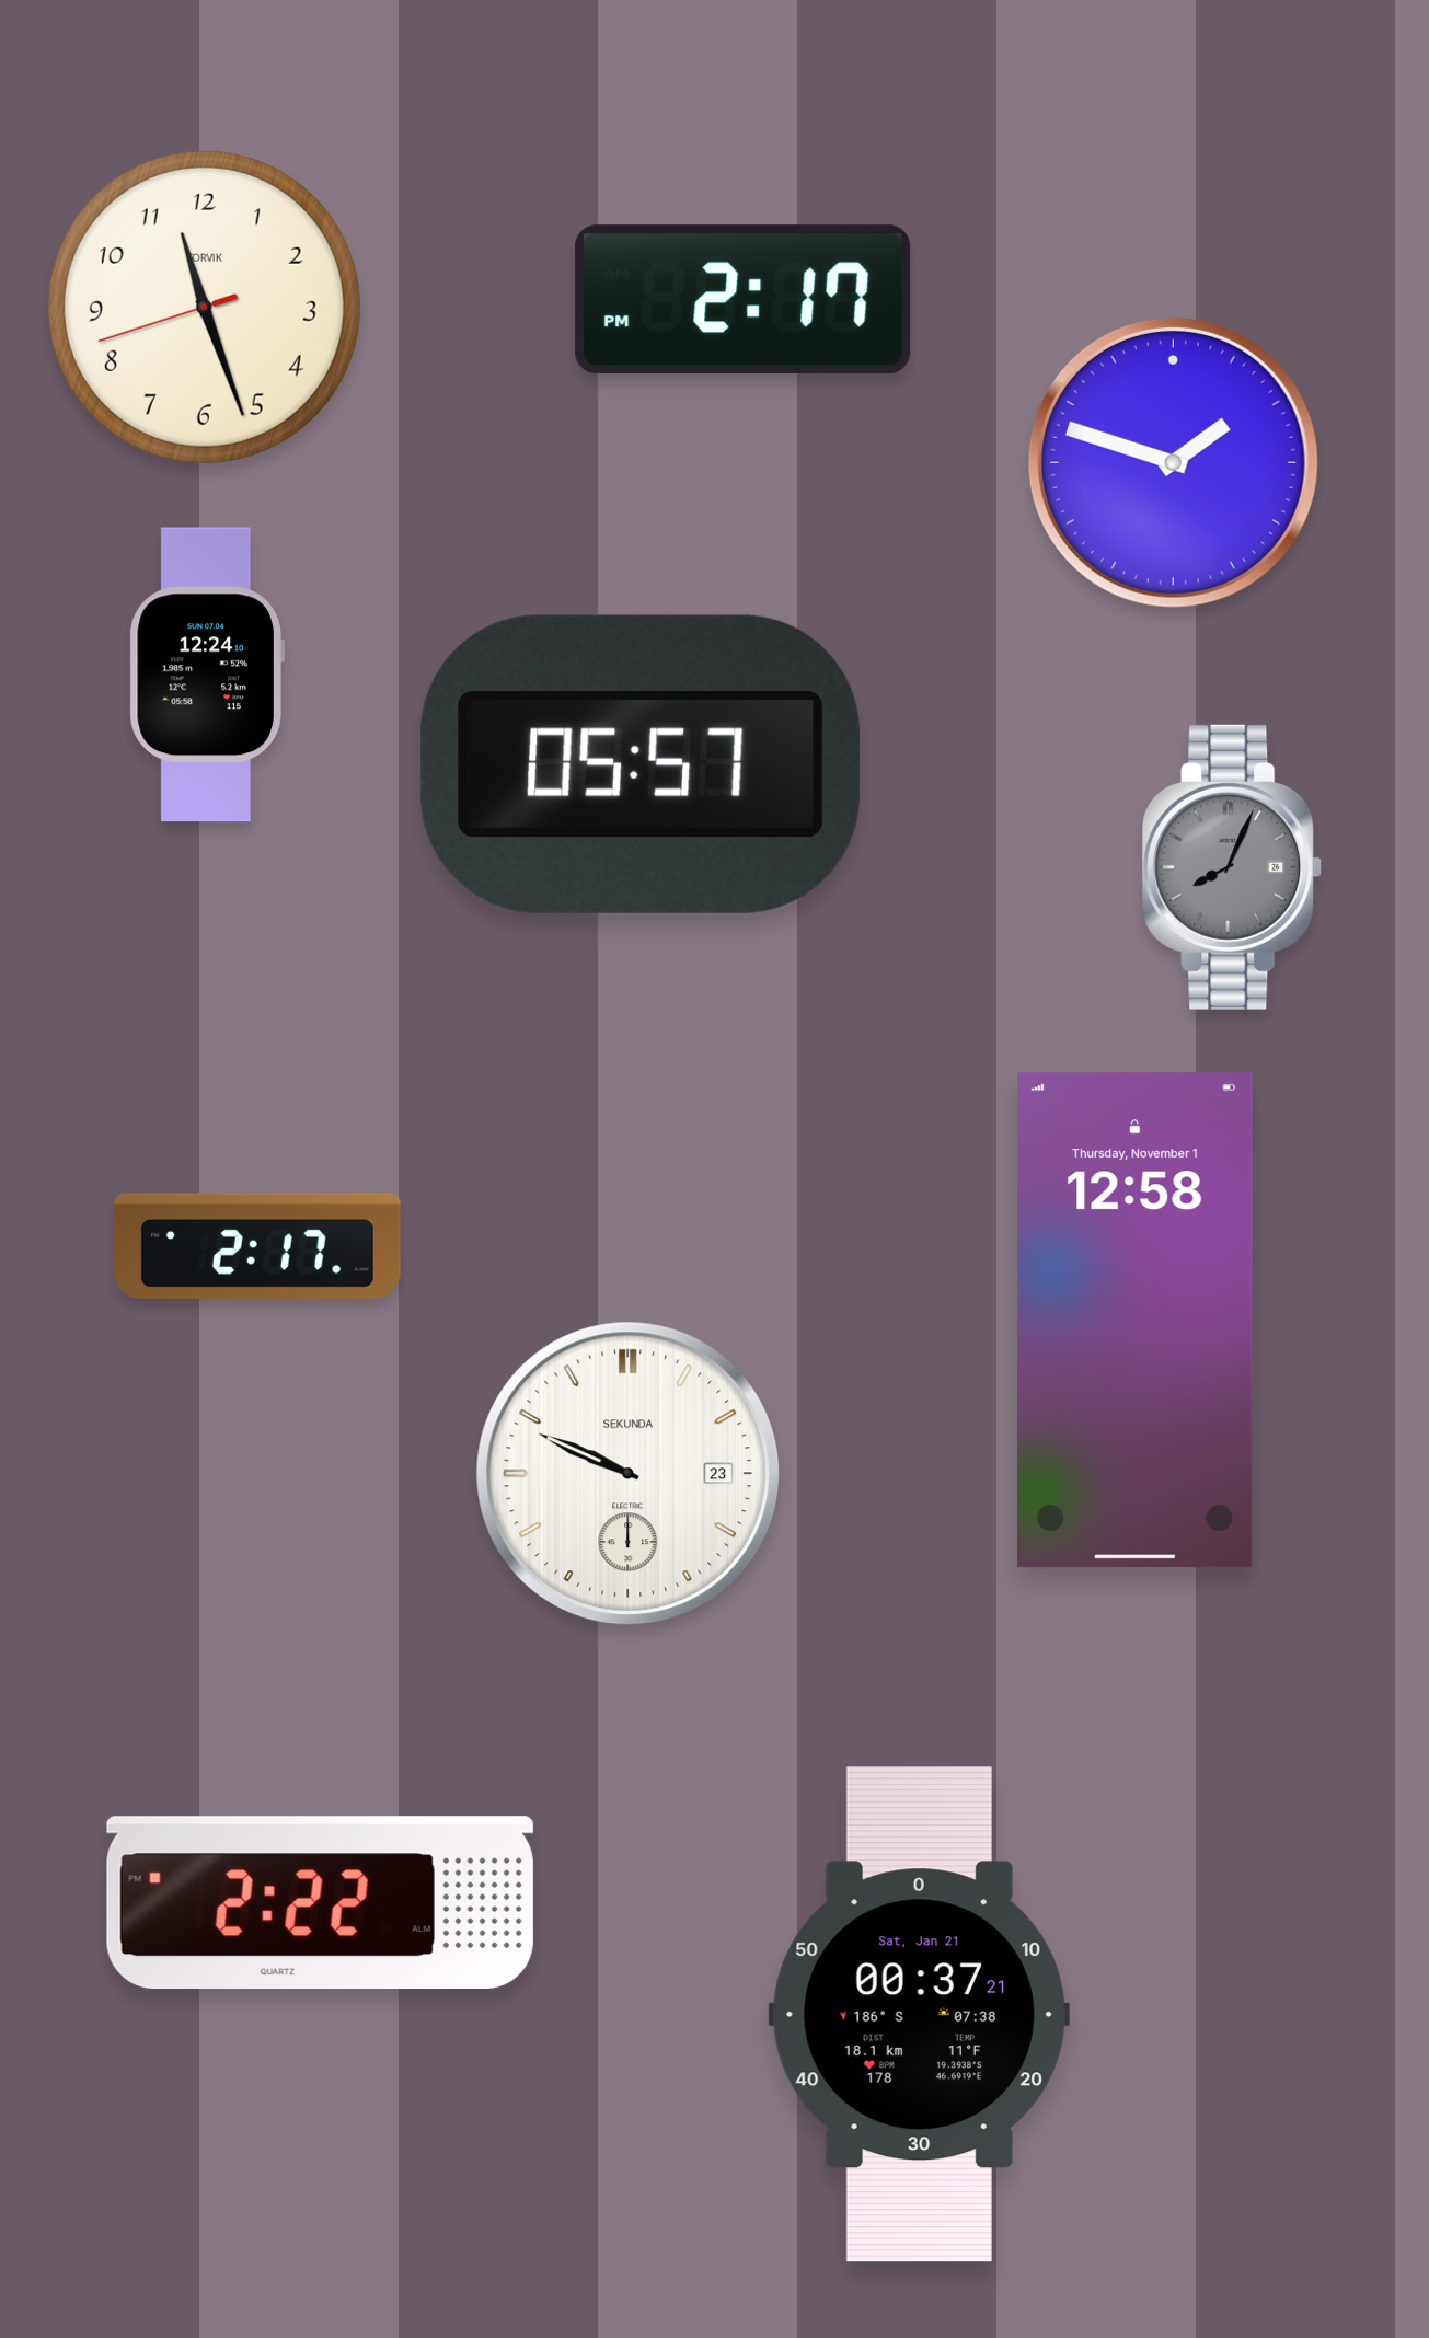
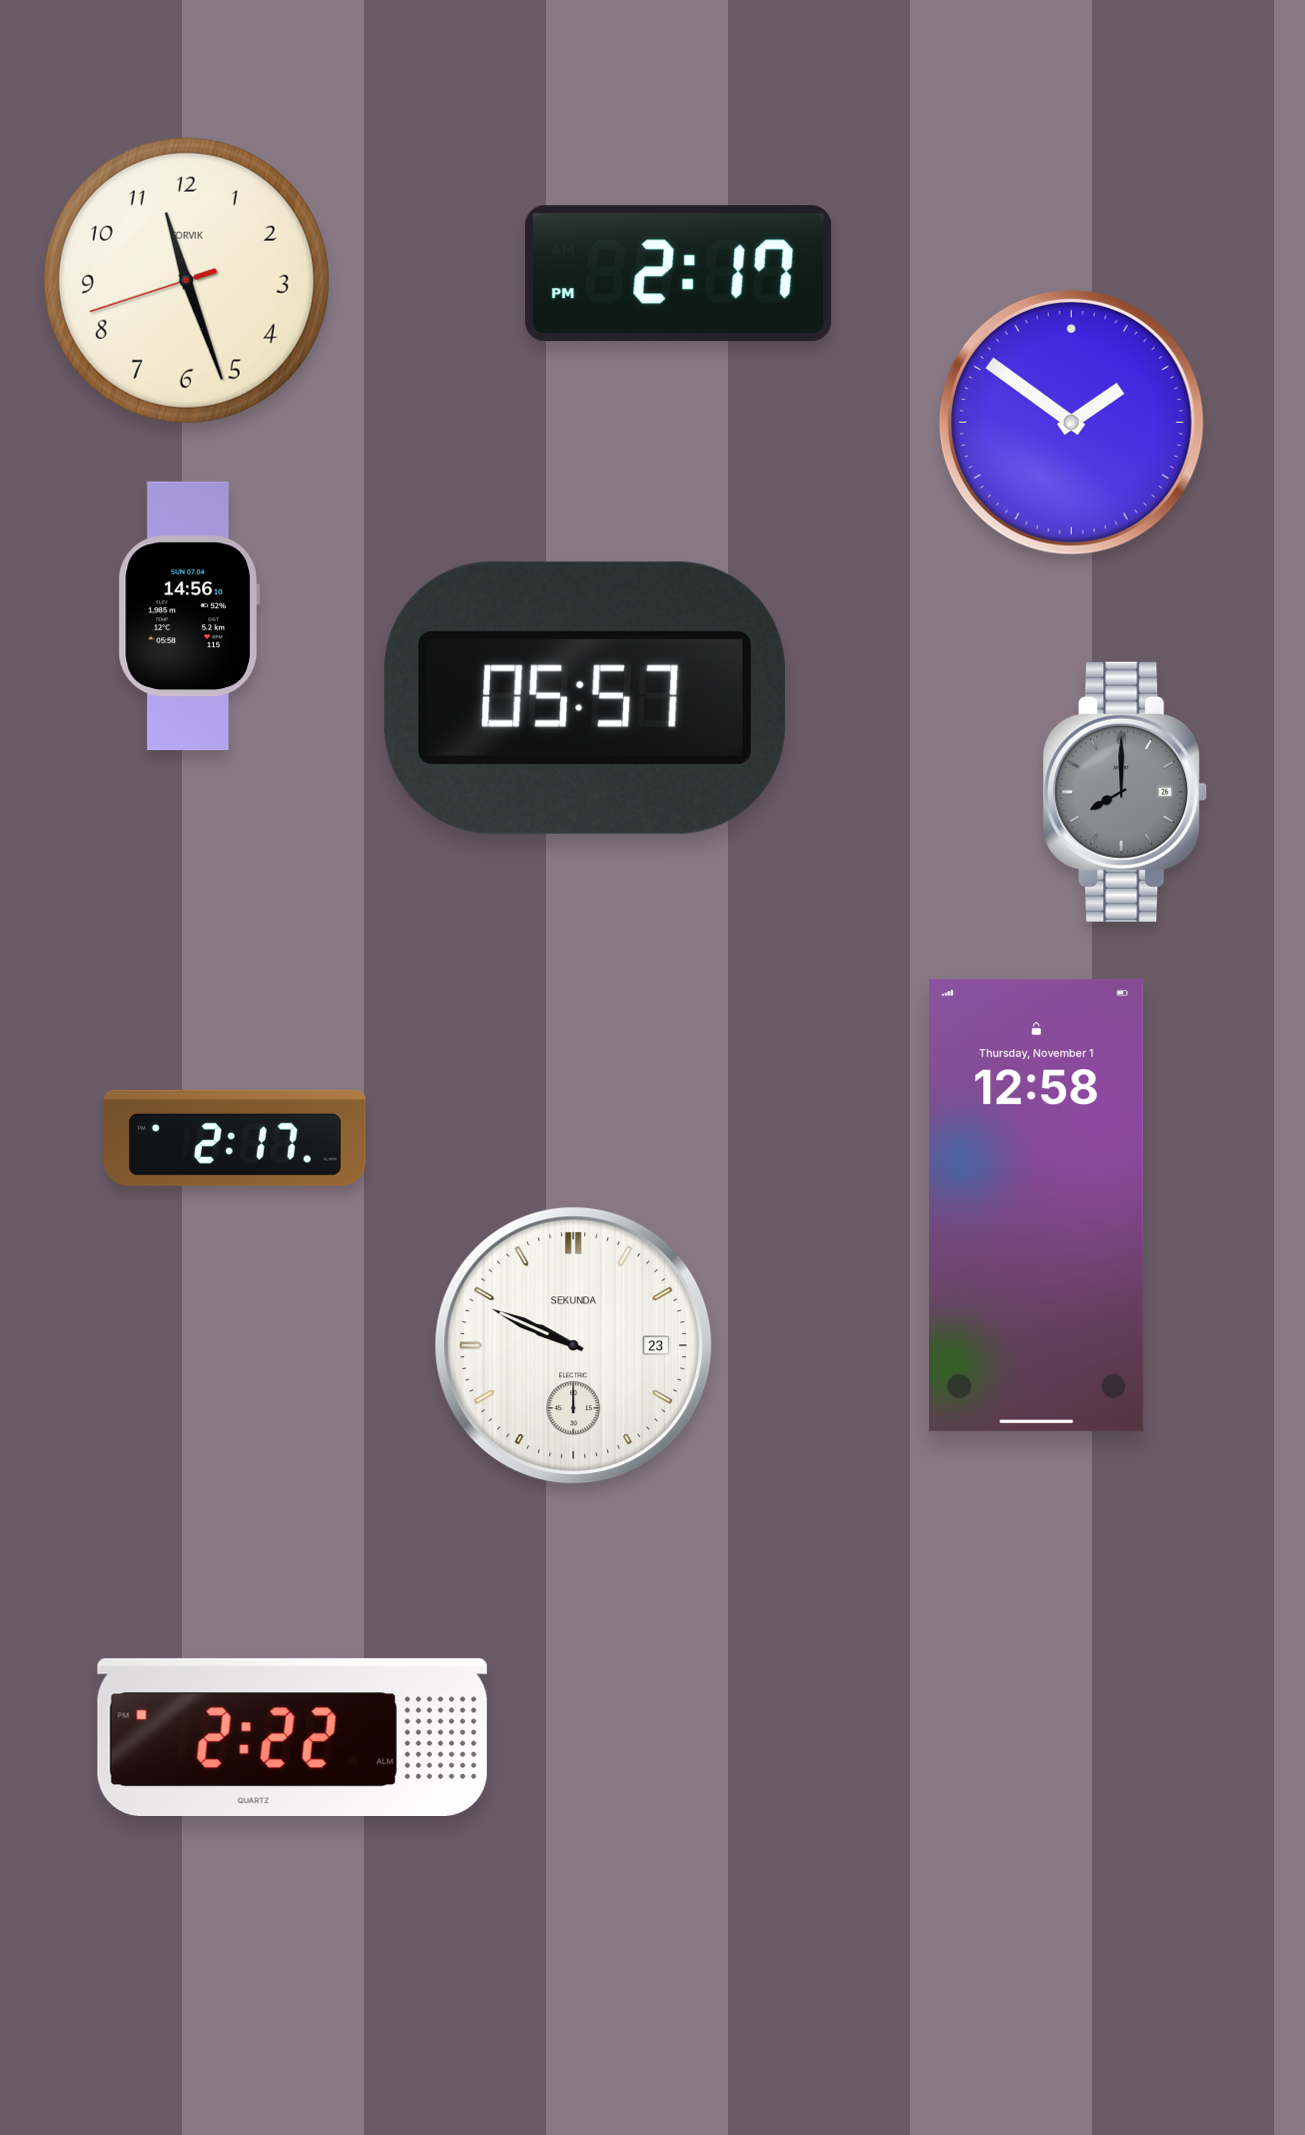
clock at (1173, 462): 1:48 -> 1:51
clock at (207, 675): 12:24 -> 14:56
clock at (1232, 867): 8:04 -> 8:00
clock at (919, 2015): 00:37 -> none
